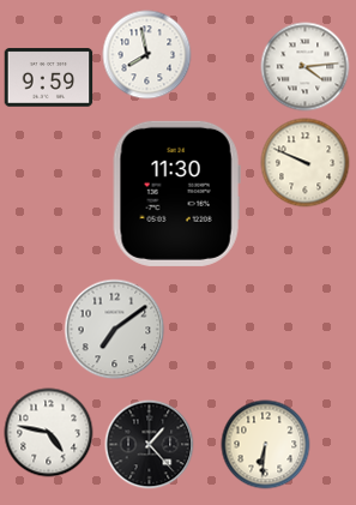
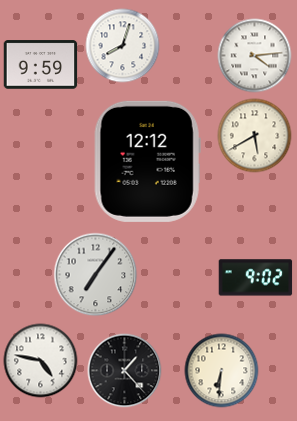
clock at (147, 55): 7:58 -> 8:03
clock at (306, 163): 9:49 -> 5:40
clock at (176, 193): 11:30 -> 12:12
clock at (115, 330): 7:09 -> 7:06
clock at (256, 278): none -> 9:02
